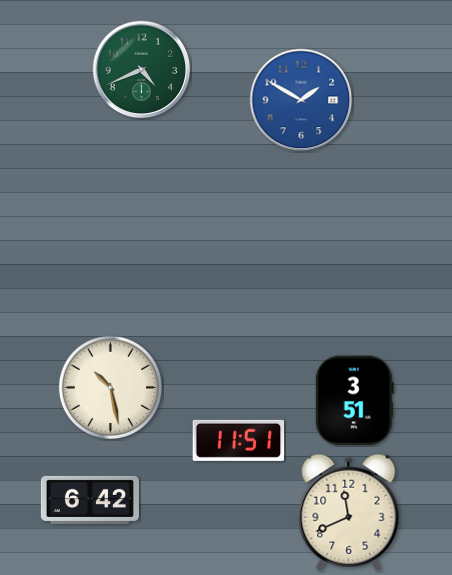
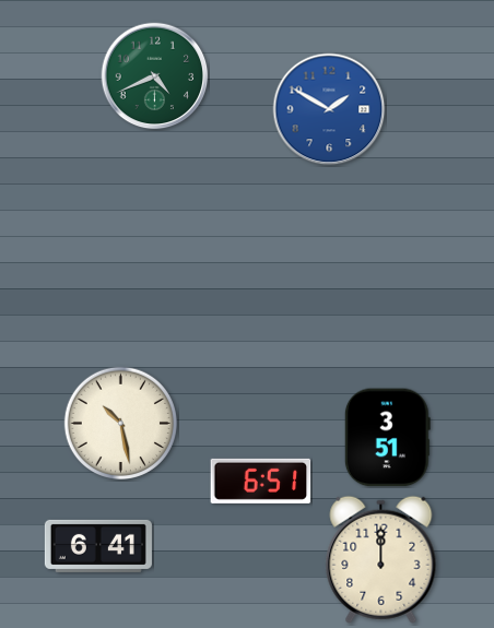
clock at (239, 440): 11:51 -> 6:51
clock at (90, 500): 6:42 -> 6:41
clock at (349, 512): 11:41 -> 12:00
